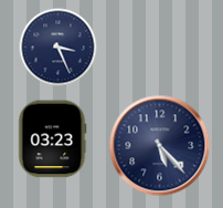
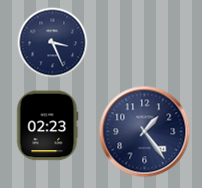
clock at (53, 139): 03:23 -> 02:23
clock at (160, 146): 5:23 -> 1:24
